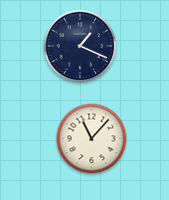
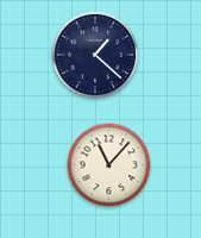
clock at (80, 46): 1:19 -> 1:22
